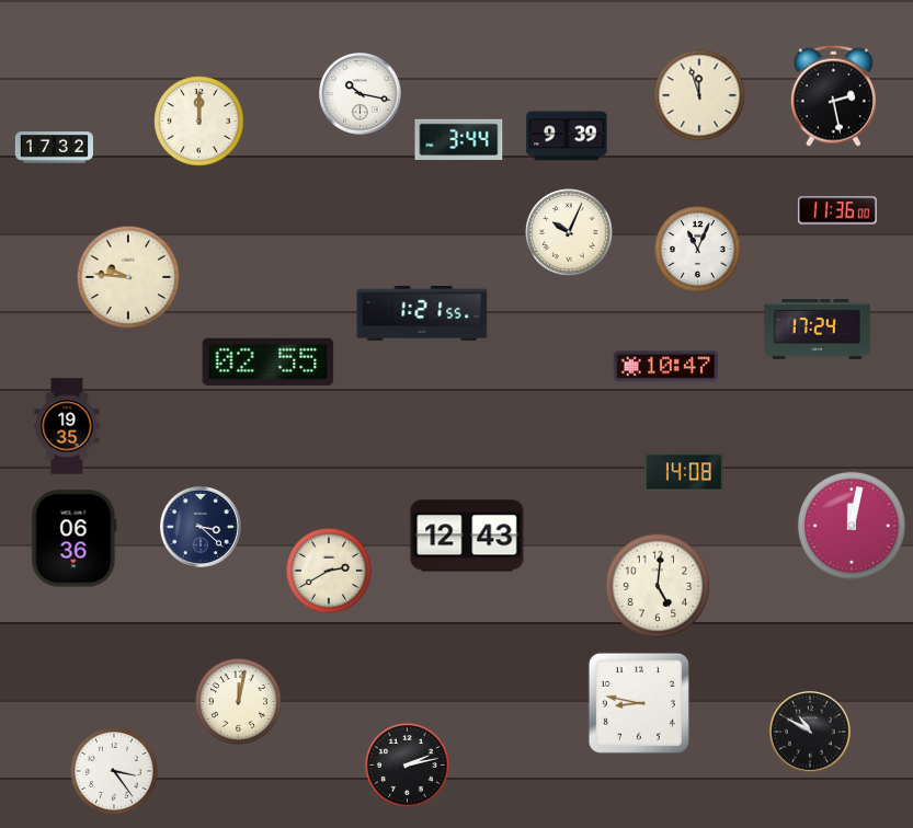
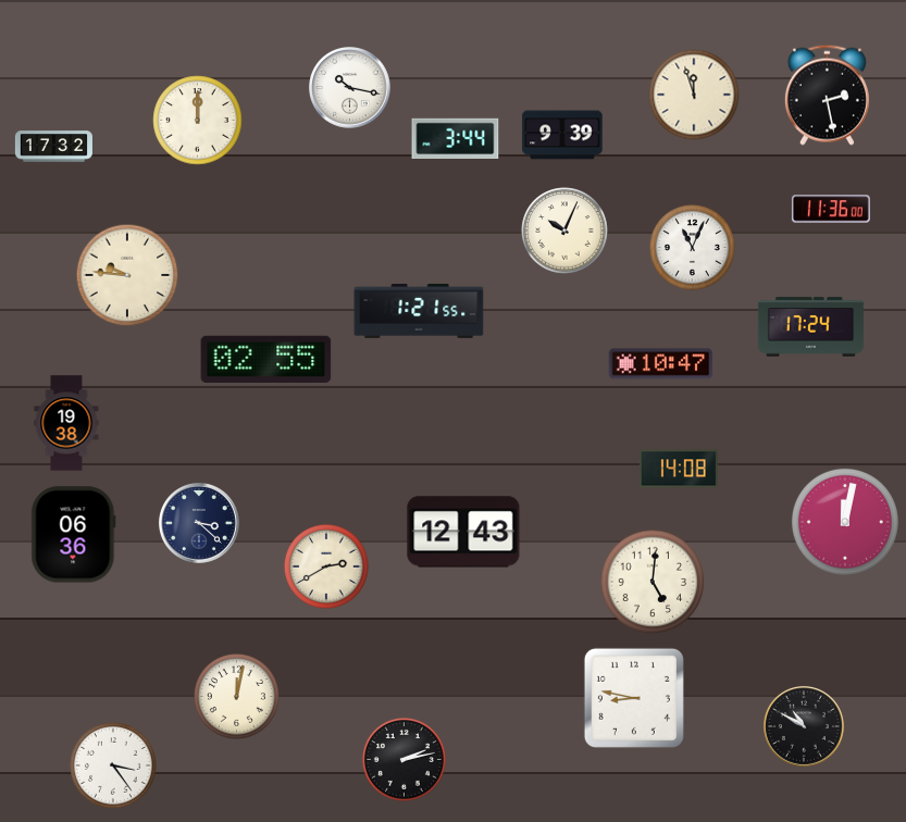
clock at (361, 94) position: (361, 94) -> (350, 88)
clock at (67, 426): 19:35 -> 19:38
